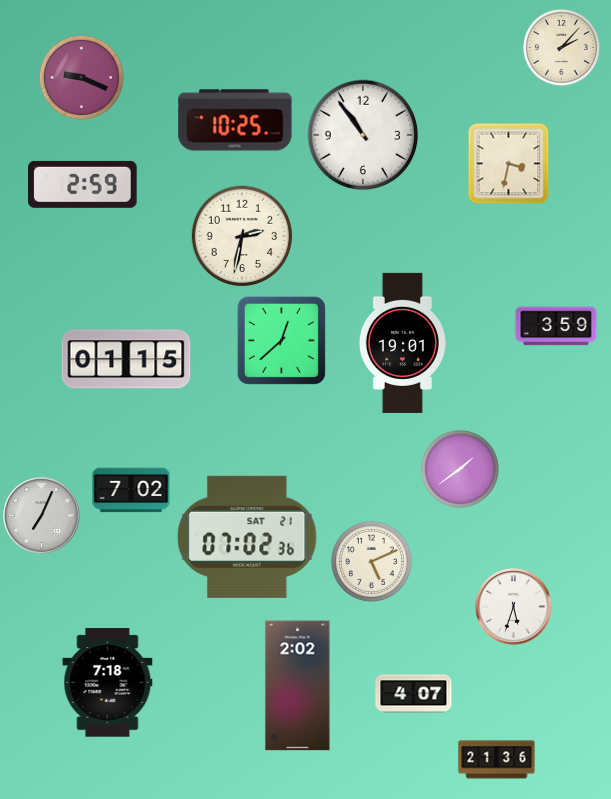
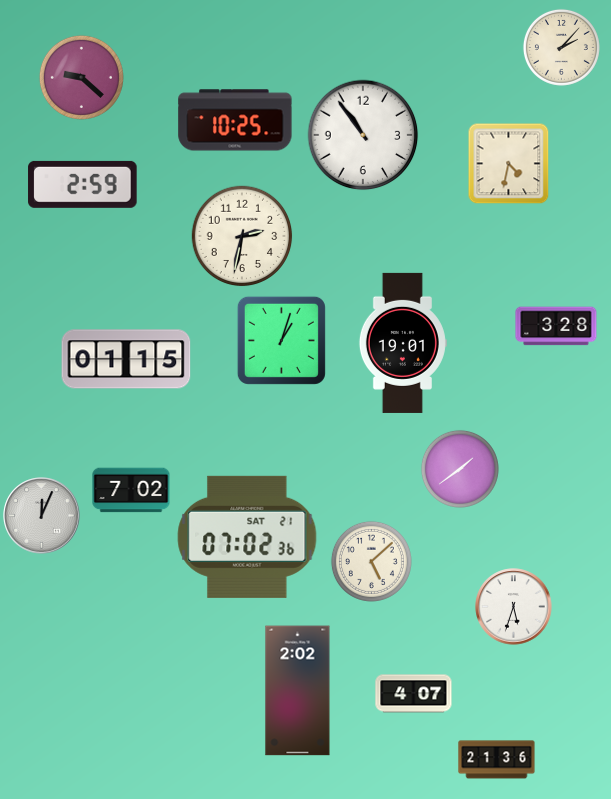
clock at (81, 77): 9:19 -> 9:22
clock at (508, 163): 3:32 -> 4:32
clock at (556, 326): 3:59 -> 3:28
clock at (281, 340): 12:38 -> 1:03
clock at (42, 516): 7:04 -> 12:04
clock at (371, 561): 5:11 -> 5:08
clock at (108, 683): 7:18 -> none
clock at (298, 686) position: (298, 686) -> (298, 691)
